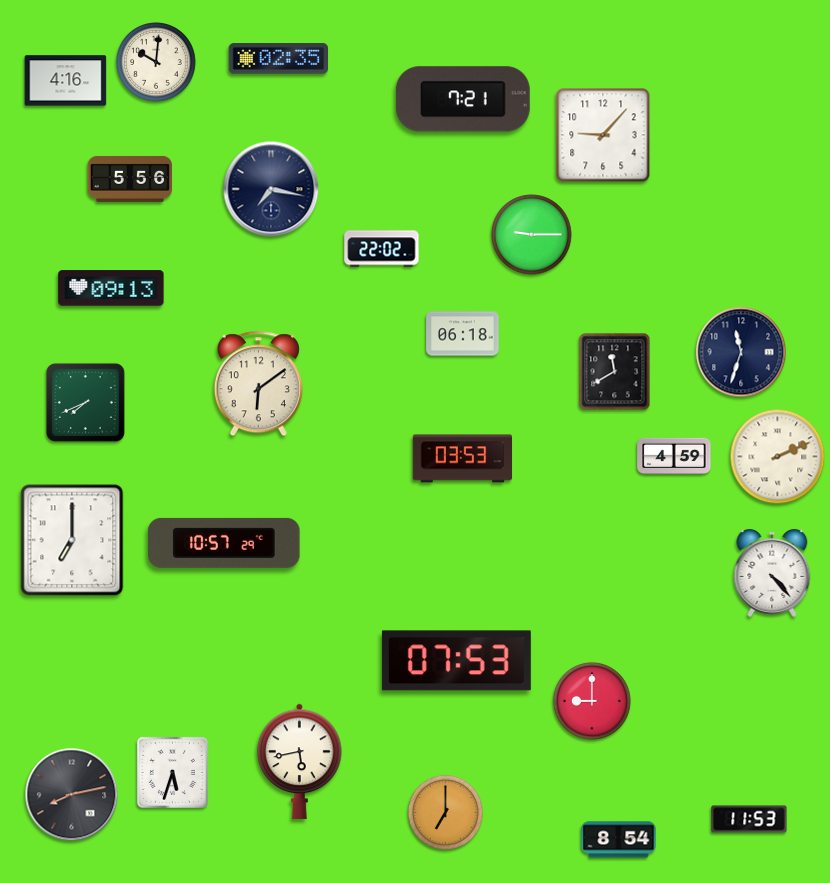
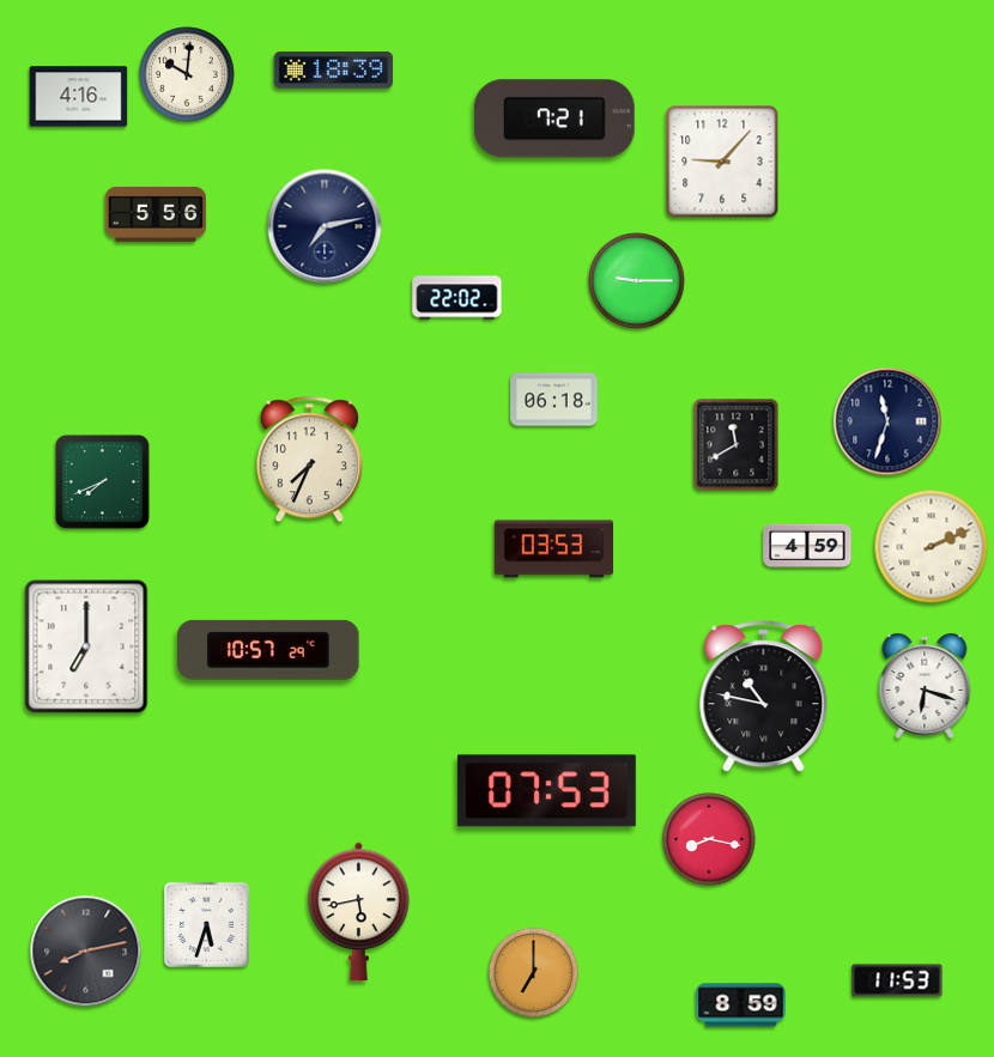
clock at (278, 59): 02:35 -> 18:39
clock at (271, 189): 7:17 -> 7:13
clock at (111, 288): 09:13 -> none
clock at (258, 384): 6:09 -> 7:34
clock at (772, 573): 4:23 -> 6:18
clock at (764, 697): none -> 10:47
clock at (592, 701): 9:00 -> 8:17
clock at (619, 840): 8:54 -> 8:59
